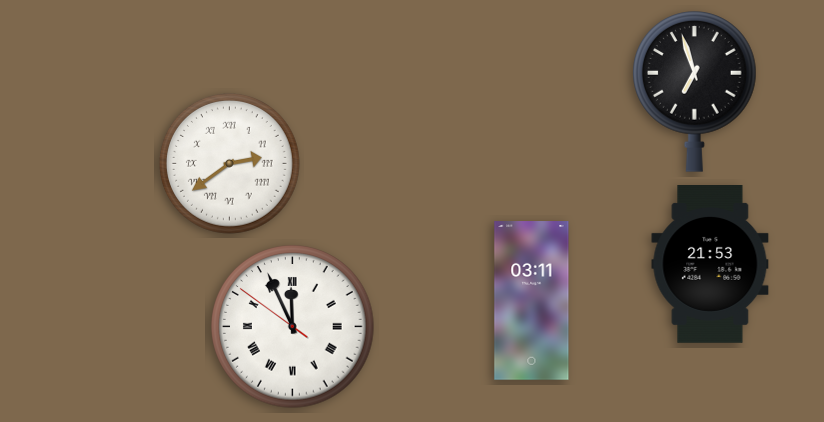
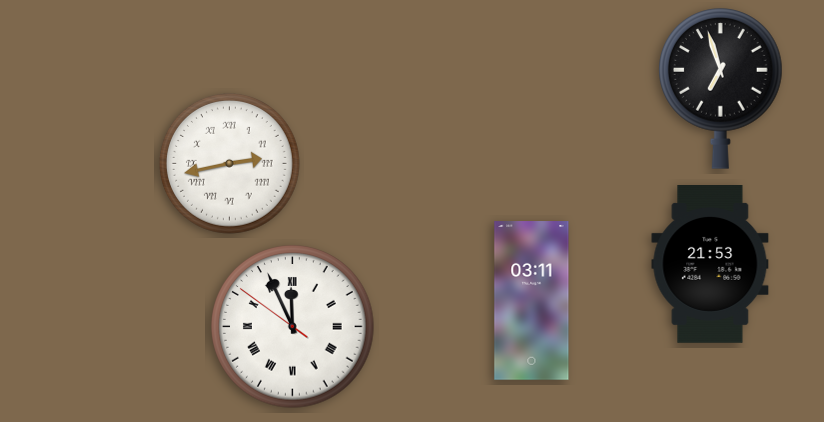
clock at (695, 92) position: (695, 92) -> (721, 89)
clock at (229, 163): 2:39 -> 2:43
